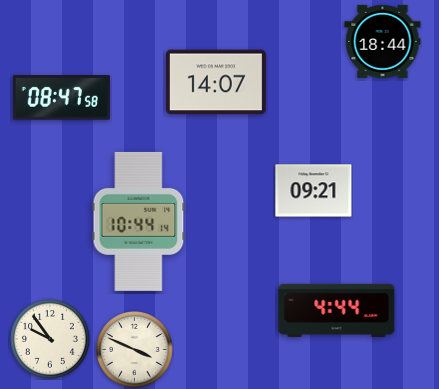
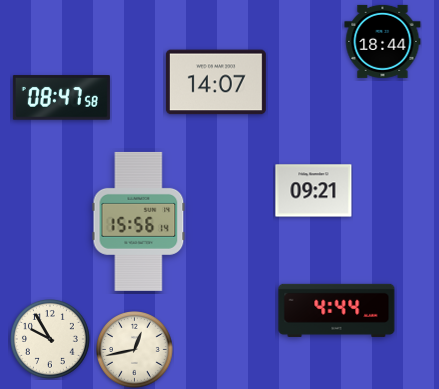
clock at (139, 221): 10:44 -> 15:56
clock at (51, 340): 9:54 -> 9:55
clock at (135, 350): 3:49 -> 12:43
